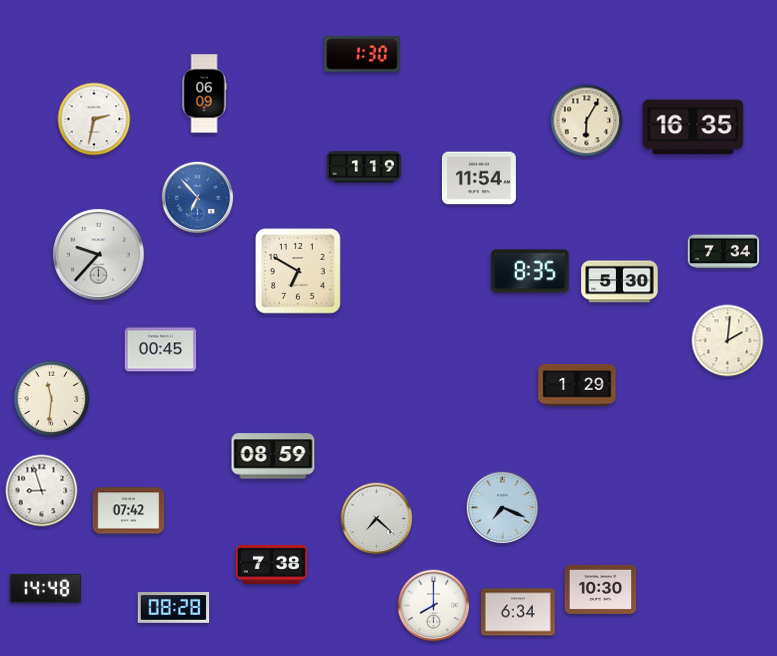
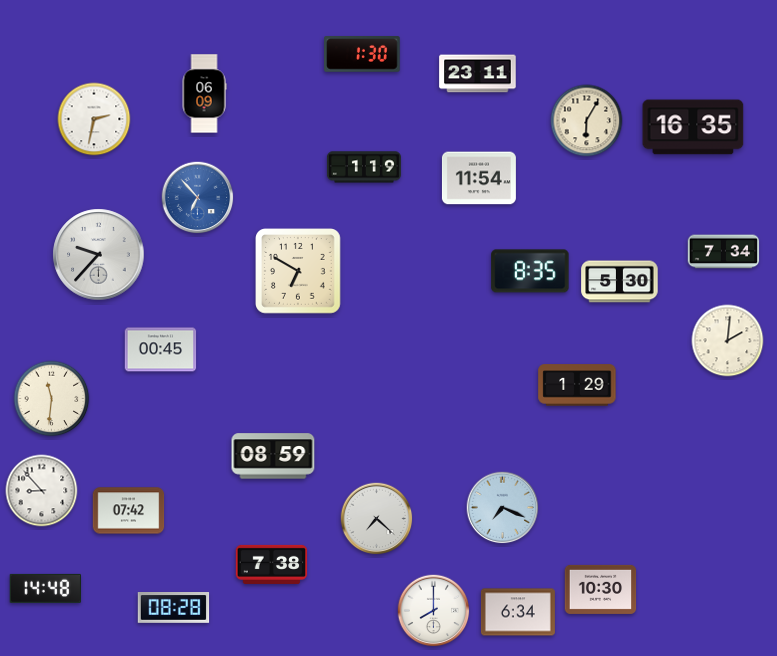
clock at (478, 74): none -> 23:11
clock at (42, 491): 8:57 -> 8:53
clock at (434, 606) position: (434, 606) -> (434, 611)
